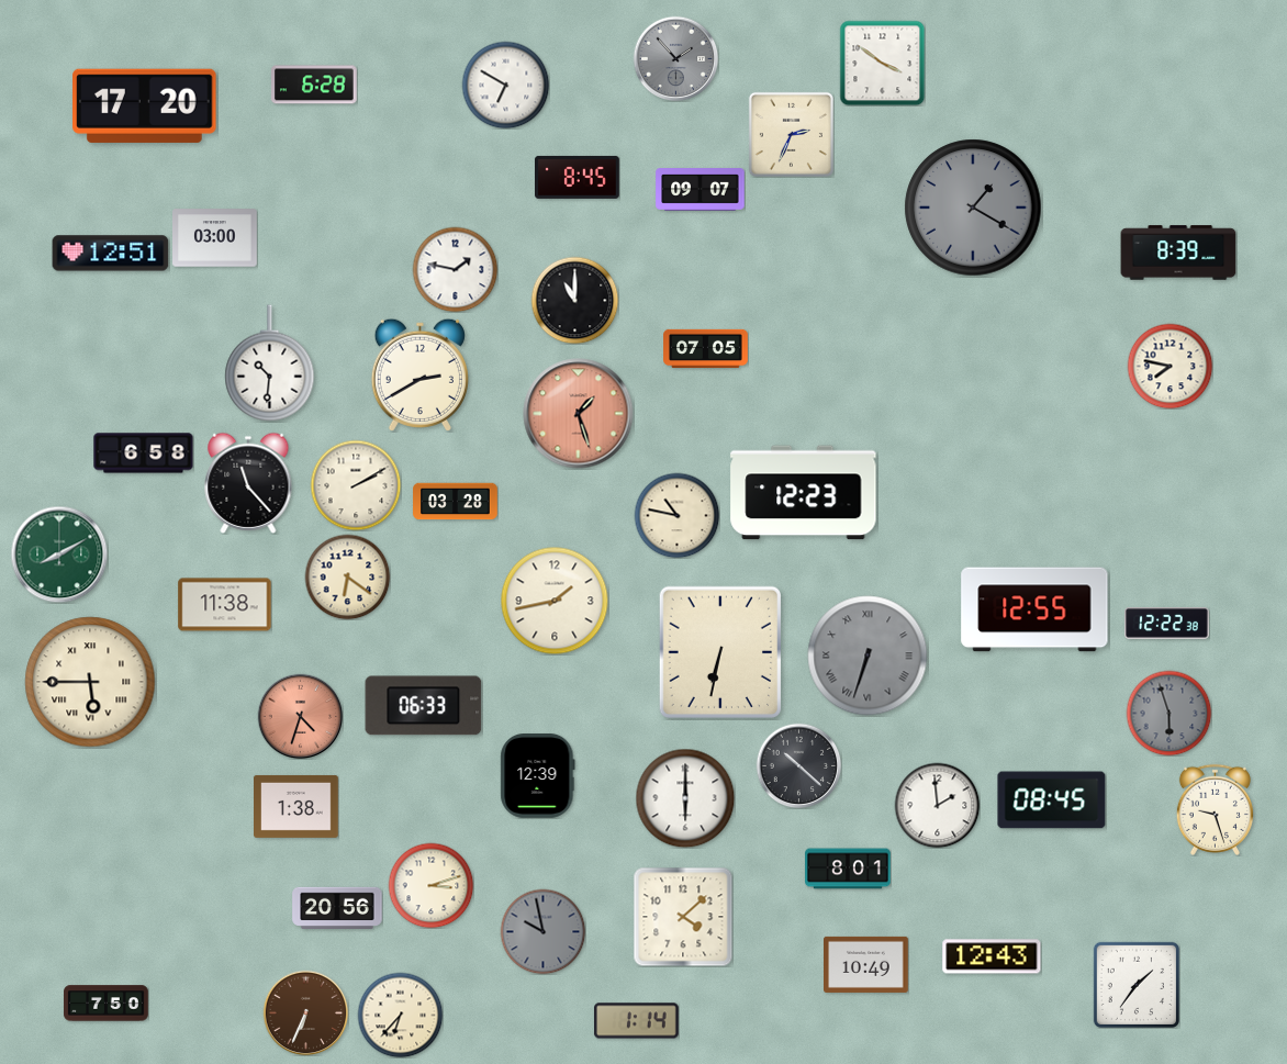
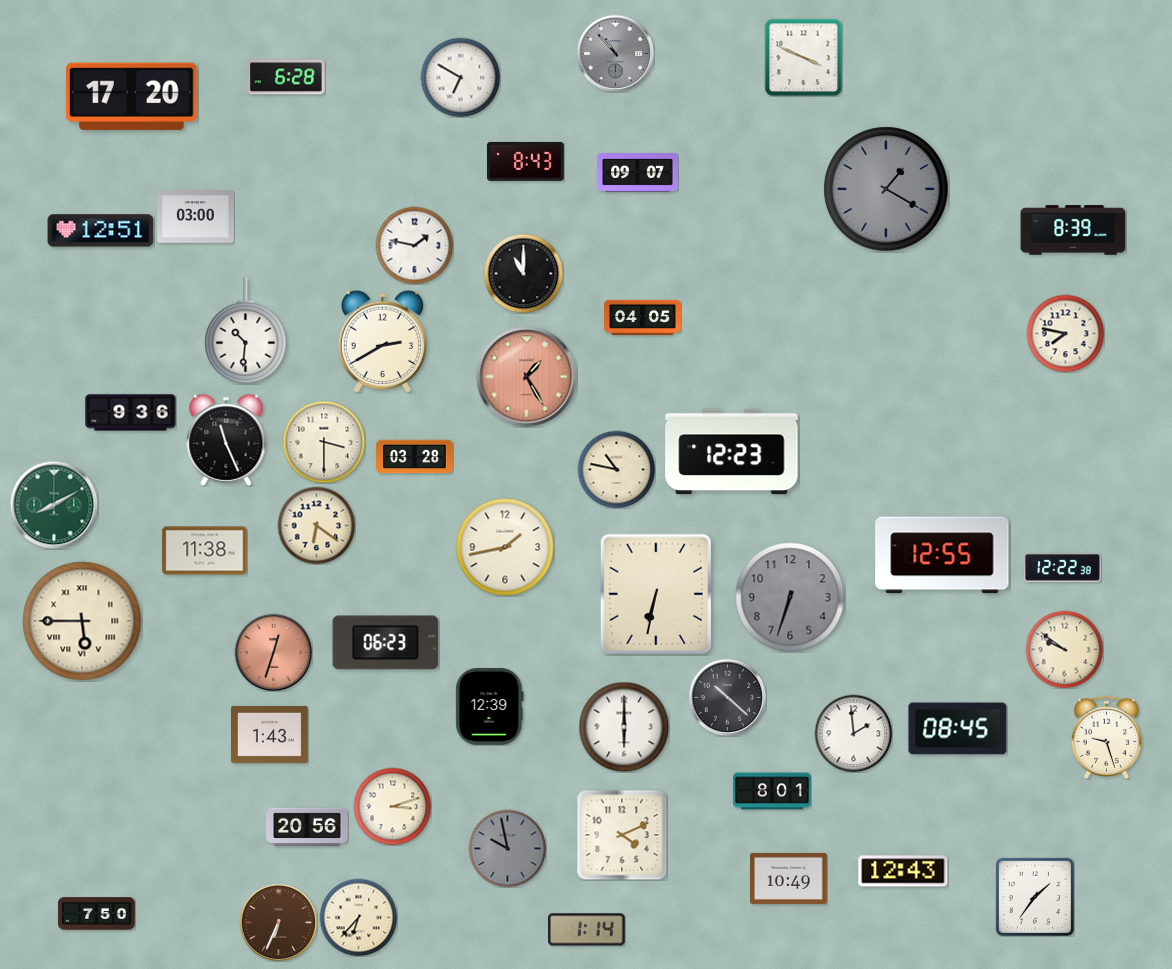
clock at (675, 58): 1:53 -> 10:53
clock at (882, 63): 3:51 -> 3:49
clock at (791, 134): 2:34 -> none
clock at (578, 177): 8:45 -> 8:43
clock at (706, 348): 07:05 -> 04:05
clock at (579, 414): 1:27 -> 1:25
clock at (144, 453): 6:58 -> 9:36
clock at (248, 483): 11:23 -> 11:26
clock at (356, 485): 2:10 -> 3:30
clock at (804, 493) position: (804, 493) -> (732, 452)
clock at (868, 656) numerals: Roman -> Arabic
clock at (424, 706): 06:33 -> 06:23
clock at (1168, 713): 5:57 -> 9:51
clock at (1168, 713) dial: grey -> cream
clock at (300, 716): 4:33 -> 12:33
clock at (296, 806): 1:38 -> 1:43
clock at (683, 917): 4:08 -> 4:11
clock at (542, 931) position: (542, 931) -> (507, 848)
clock at (400, 1015) position: (400, 1015) -> (358, 917)
clock at (637, 1021) position: (637, 1021) -> (587, 930)
